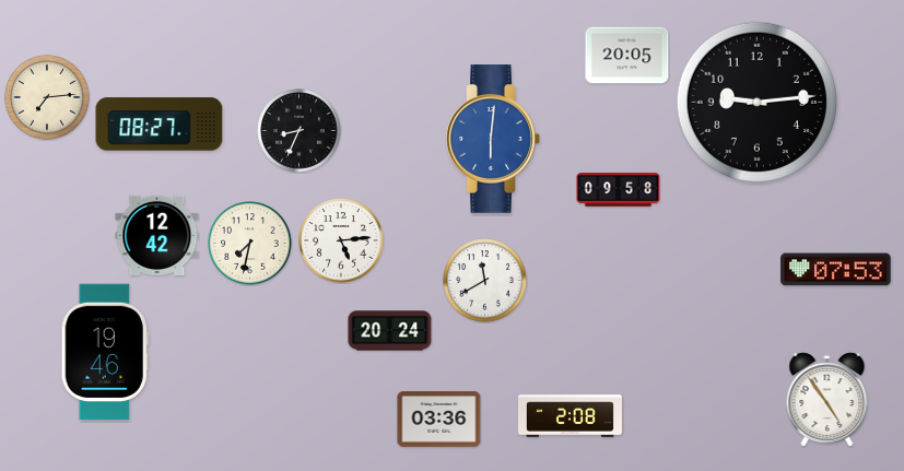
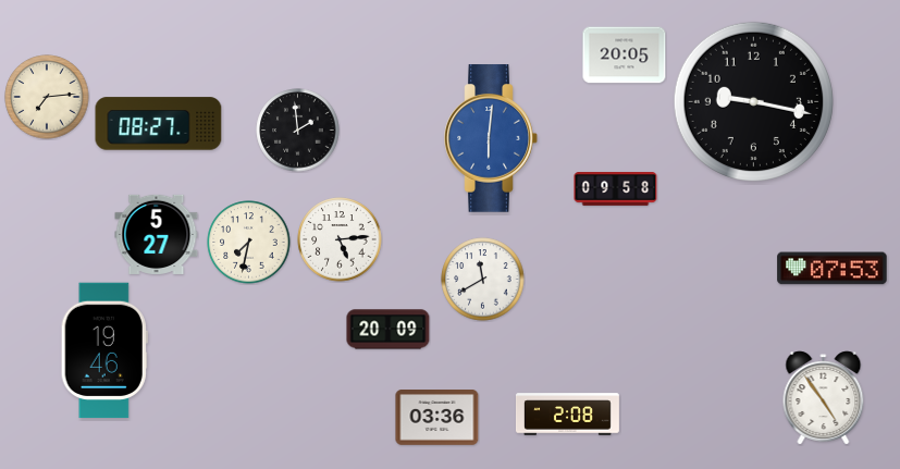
clock at (756, 102): 9:14 -> 9:17
clock at (300, 131): 8:34 -> 1:59
clock at (157, 235): 12:42 -> 5:27
clock at (390, 331): 20:24 -> 20:09
